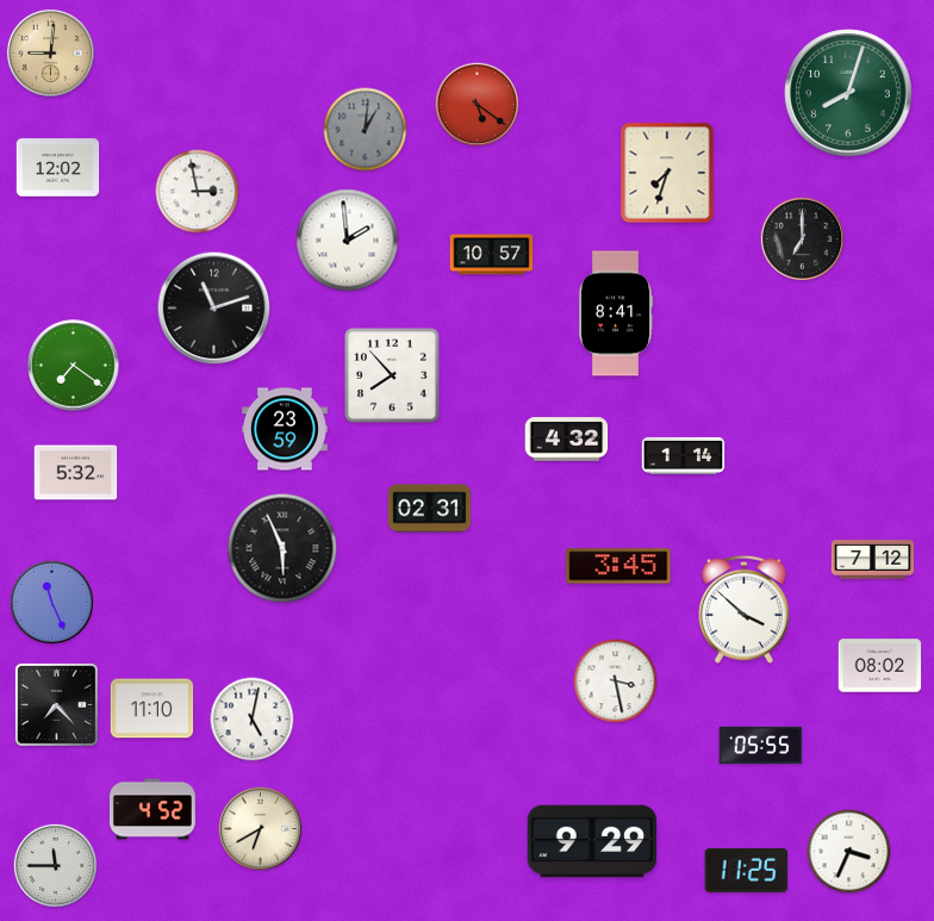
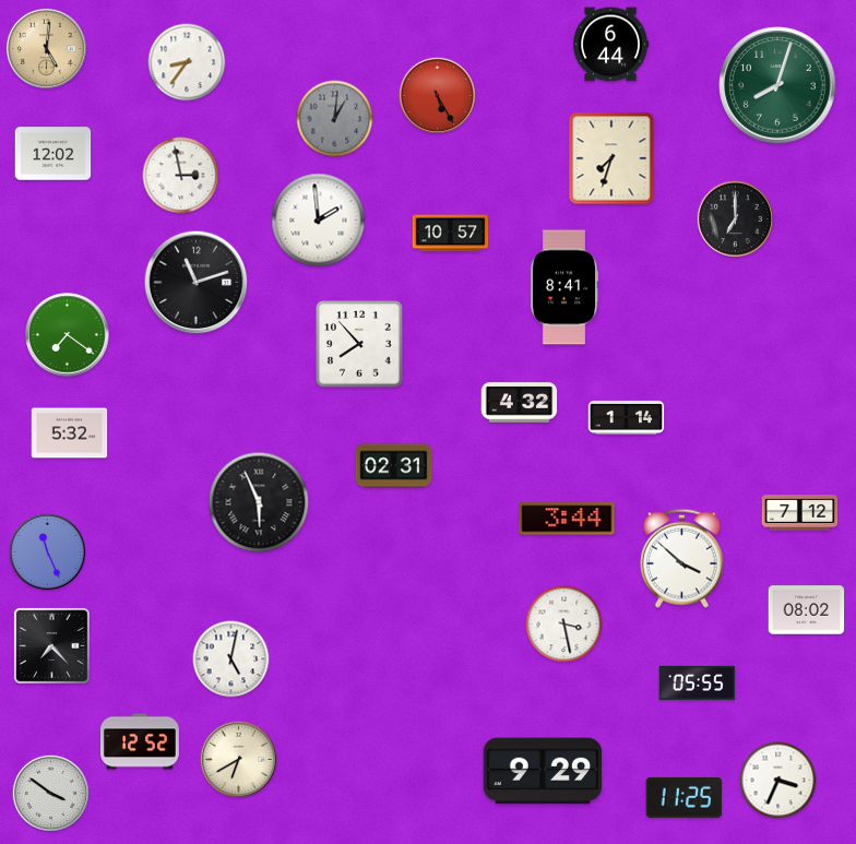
clock at (611, 45): none -> 6:44
clock at (50, 52): 9:01 -> 5:01
clock at (187, 62): none -> 8:36
clock at (477, 104): 5:21 -> 5:25
clock at (285, 429): 23:59 -> none
clock at (618, 566): 3:45 -> 3:44
clock at (152, 709): 11:10 -> none
clock at (152, 809): 4:52 -> 12:52
clock at (55, 865): 11:45 -> 3:51
